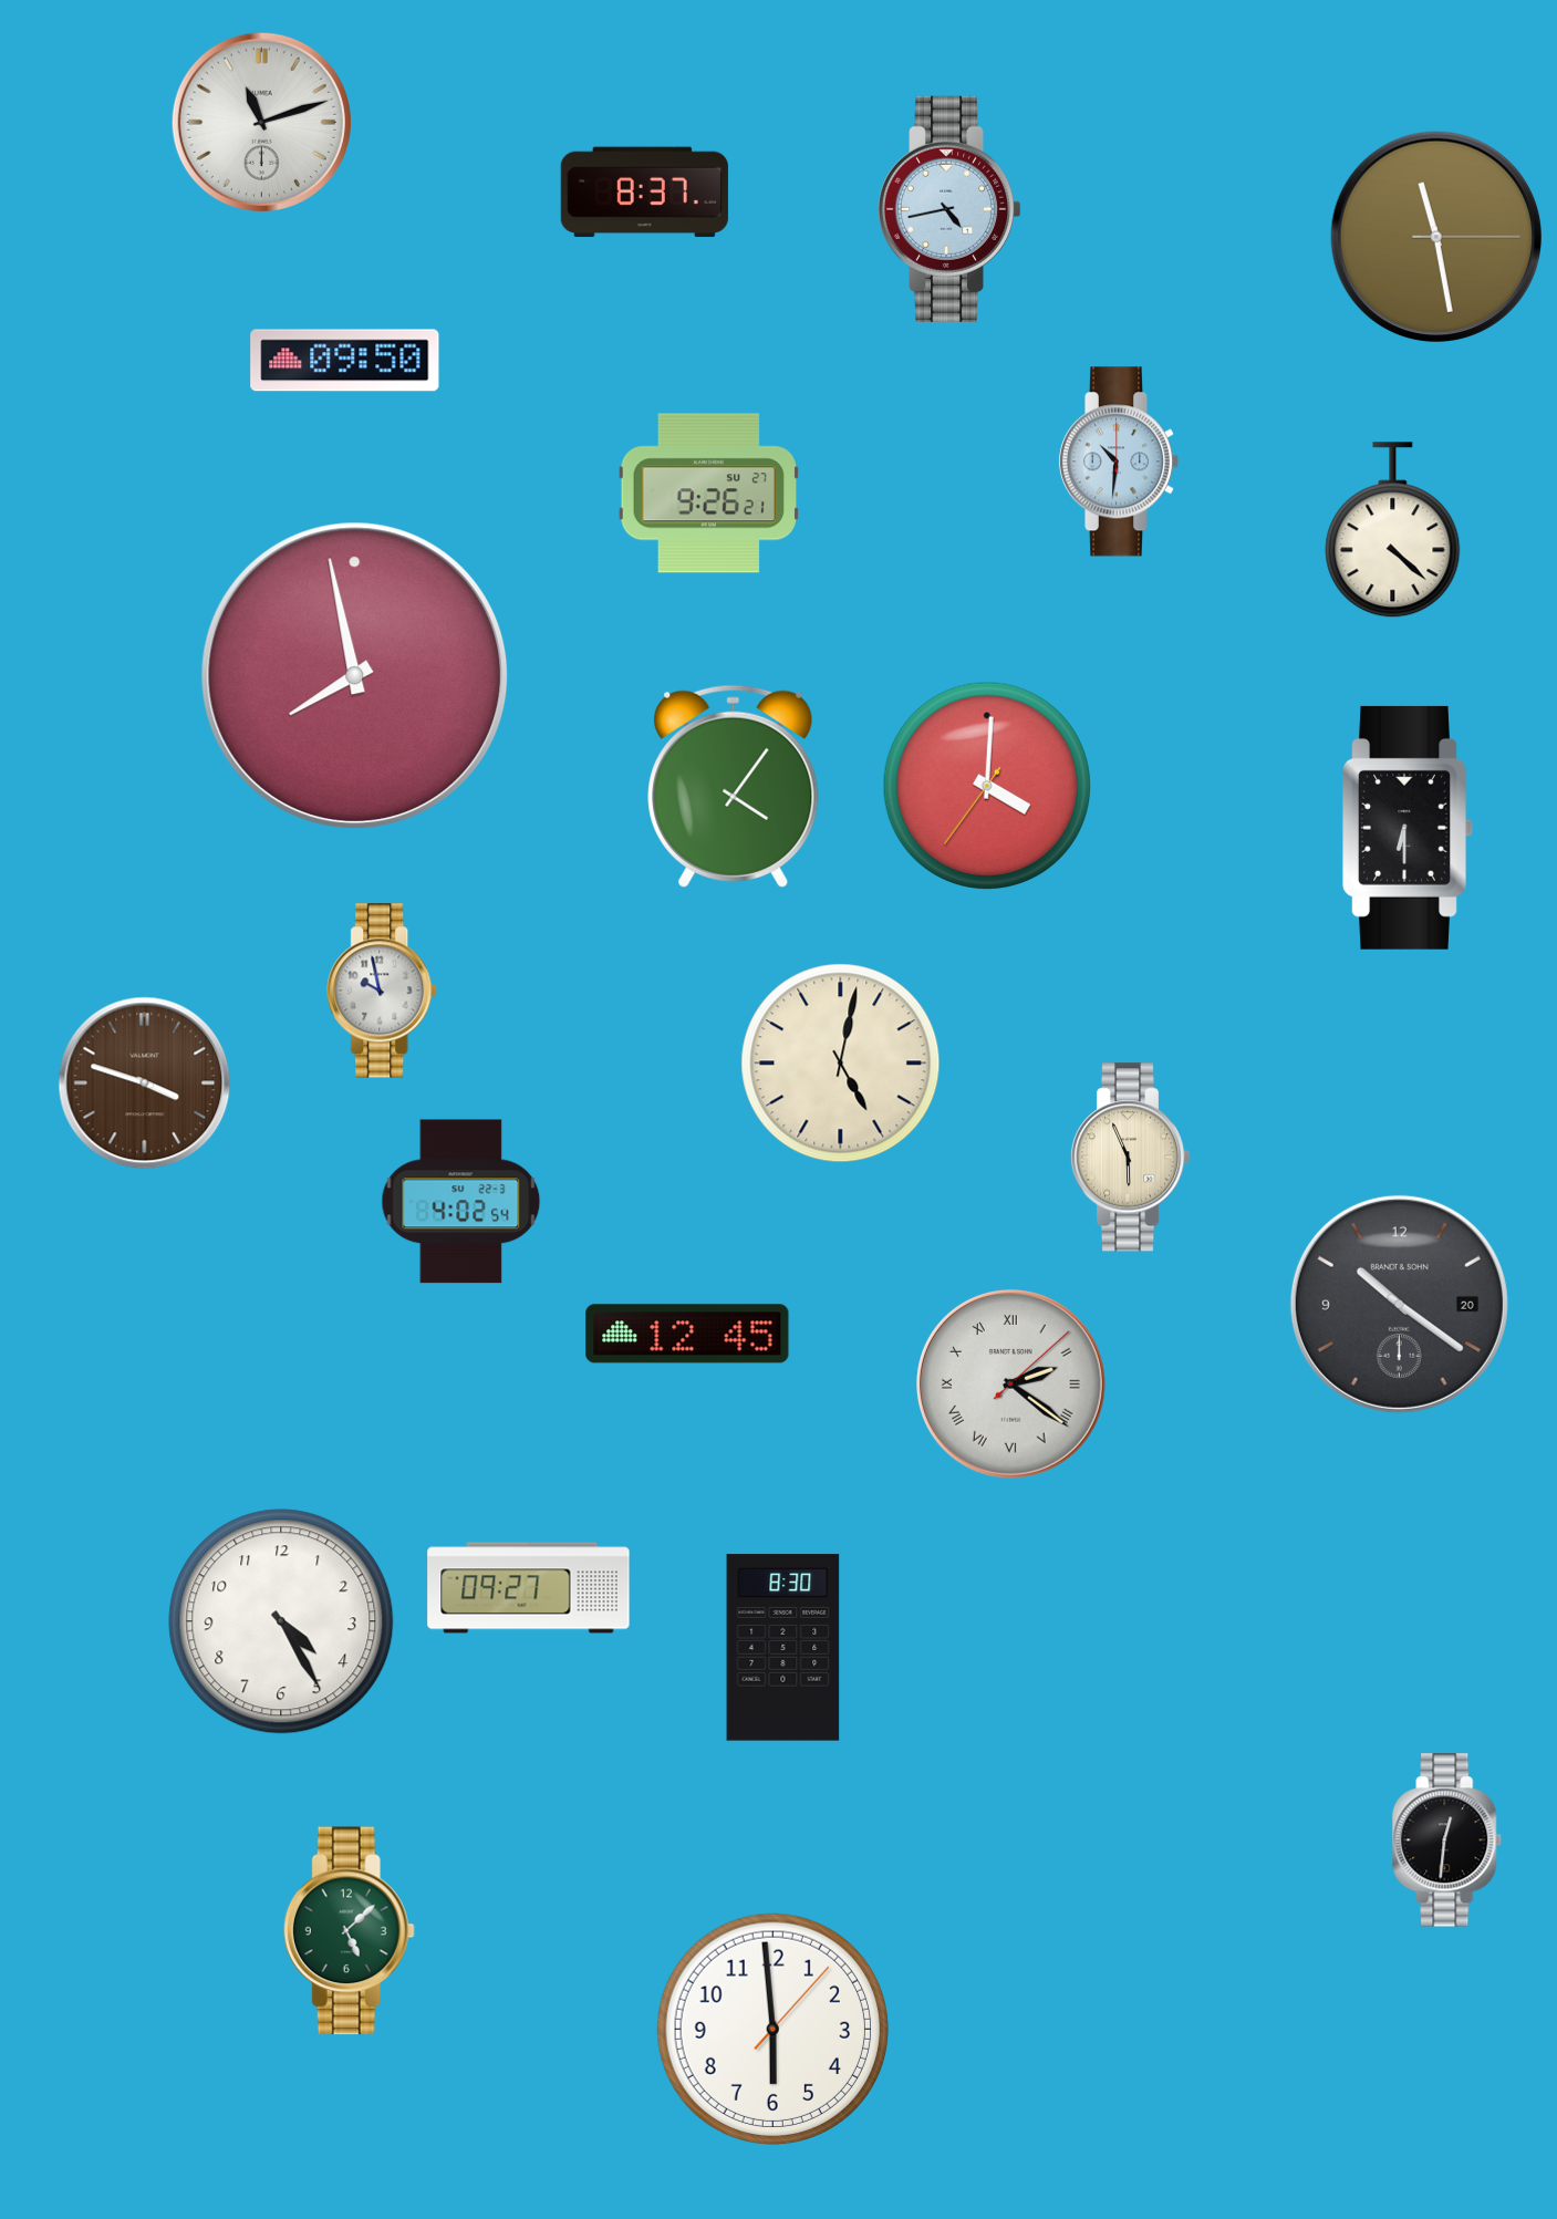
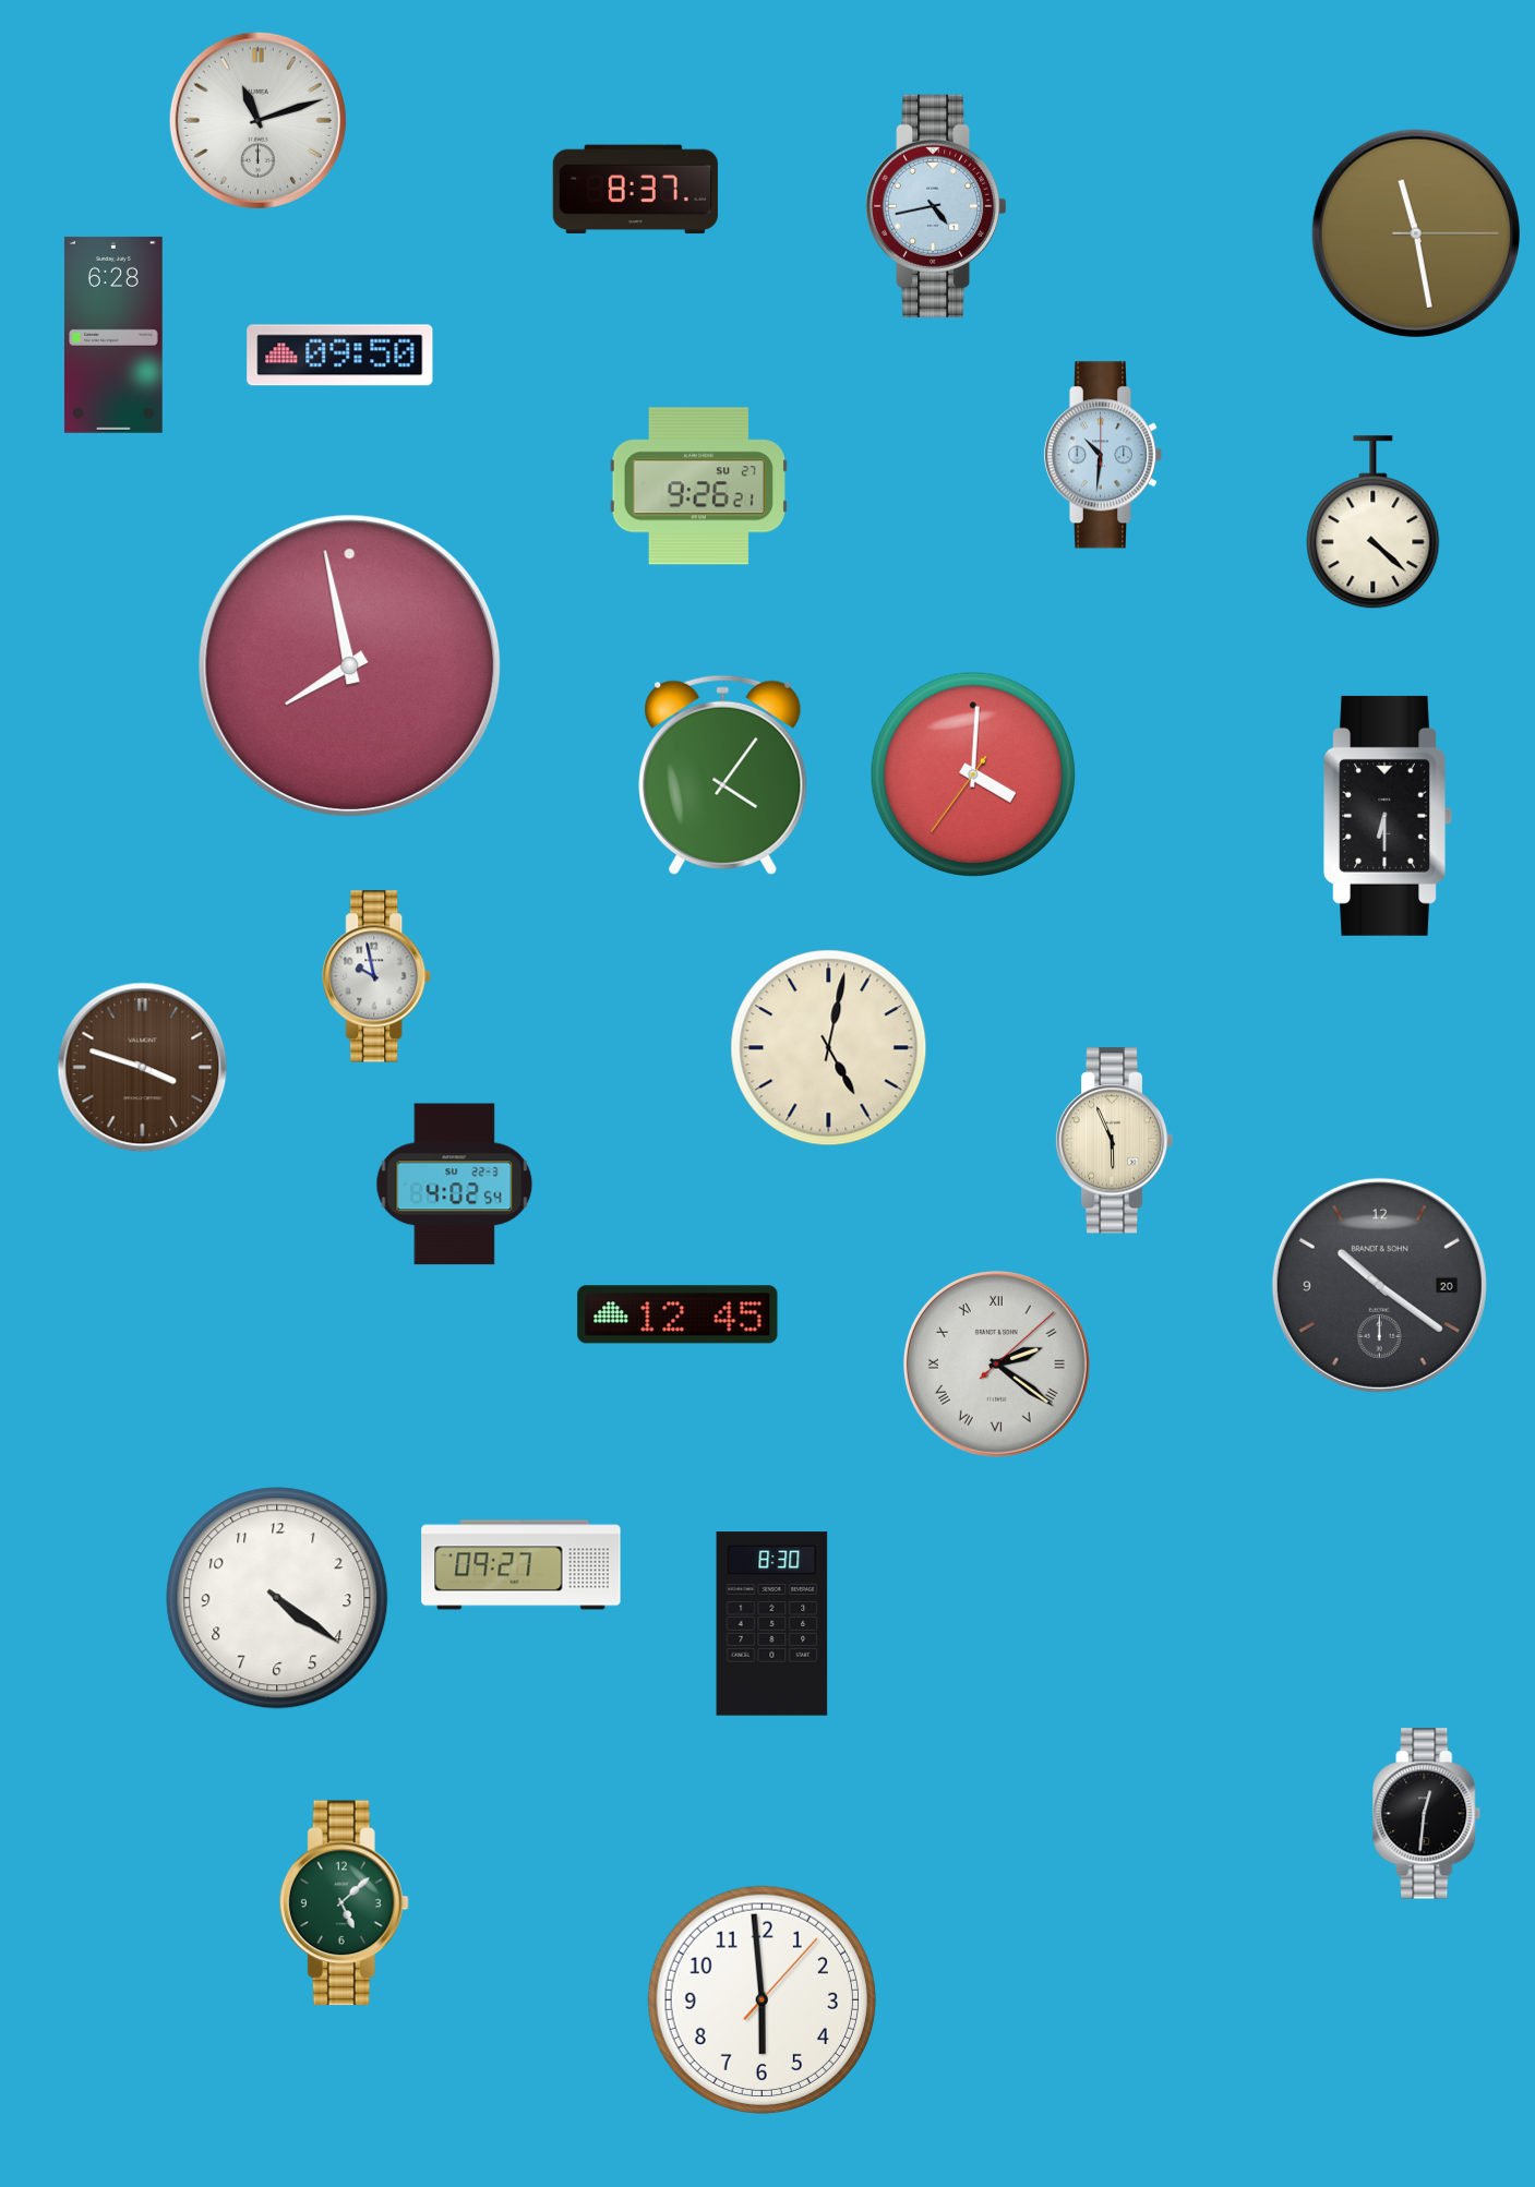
clock at (113, 335): none -> 6:28
clock at (281, 1621): 4:25 -> 4:21
